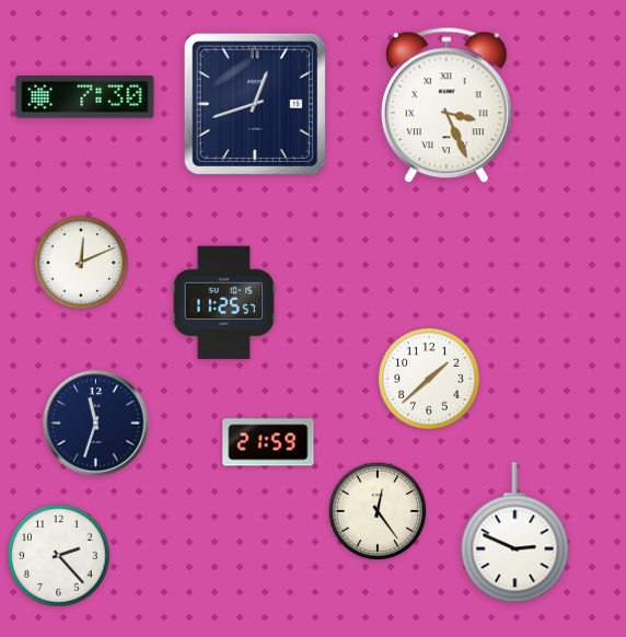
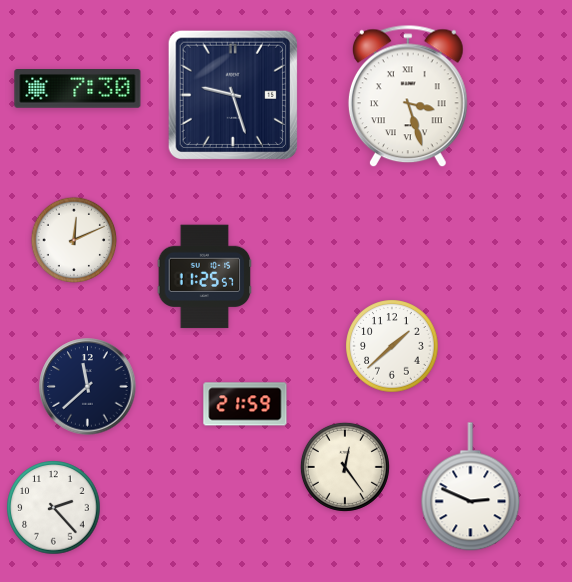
clock at (254, 103): 12:42 -> 9:27
clock at (447, 105): 3:26 -> 3:27
clock at (96, 424): 11:33 -> 11:38
